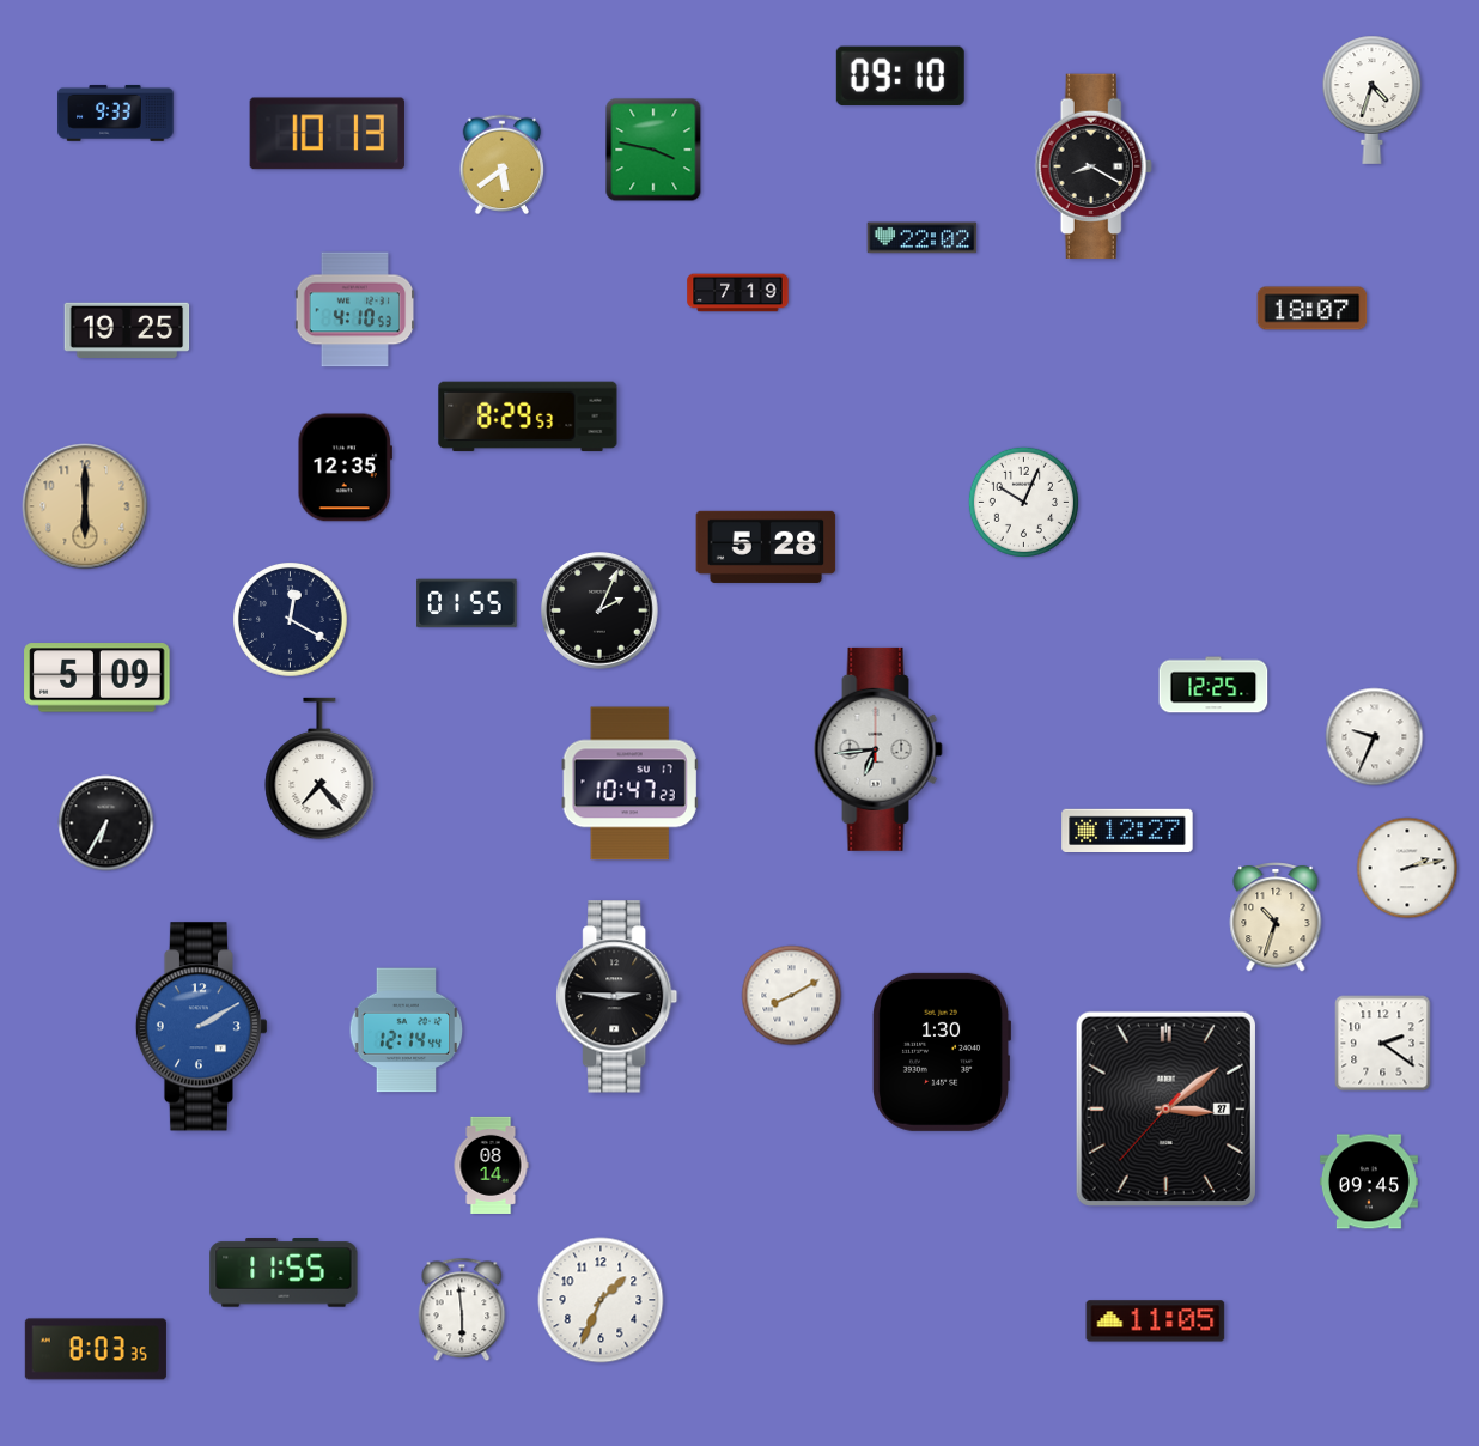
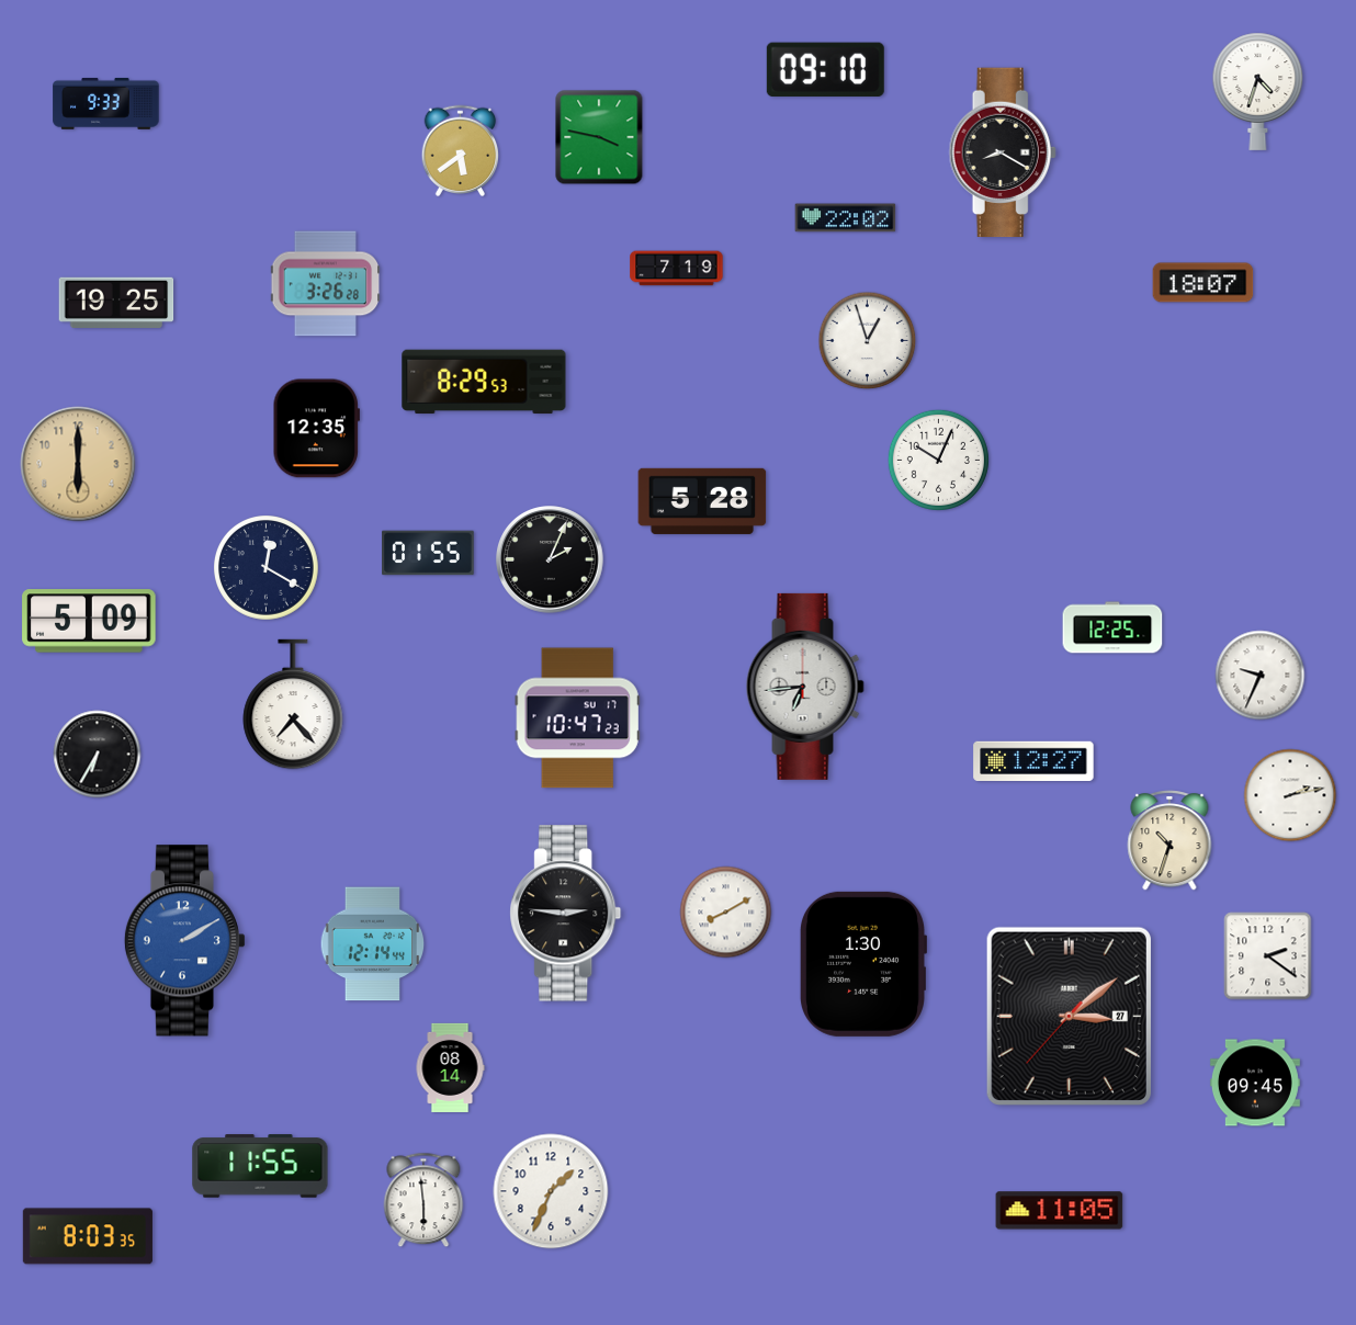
clock at (328, 134): 10:13 -> none
clock at (355, 310): 4:10 -> 3:26
clock at (868, 341): none -> 12:57
